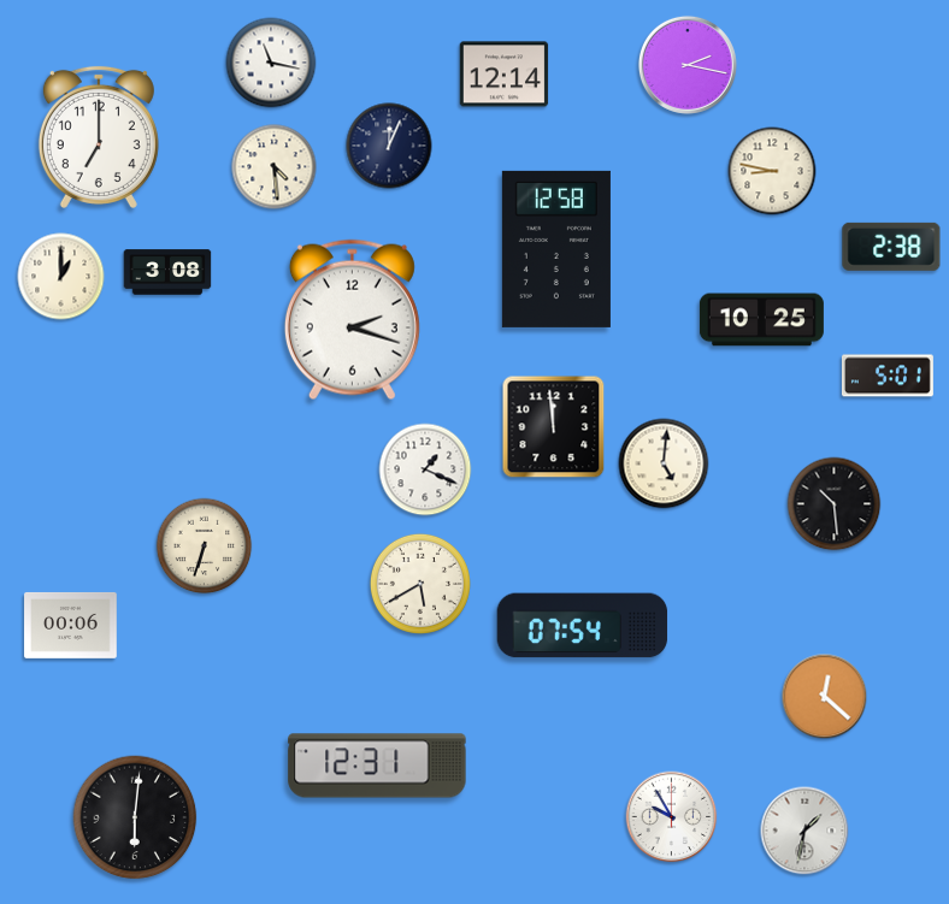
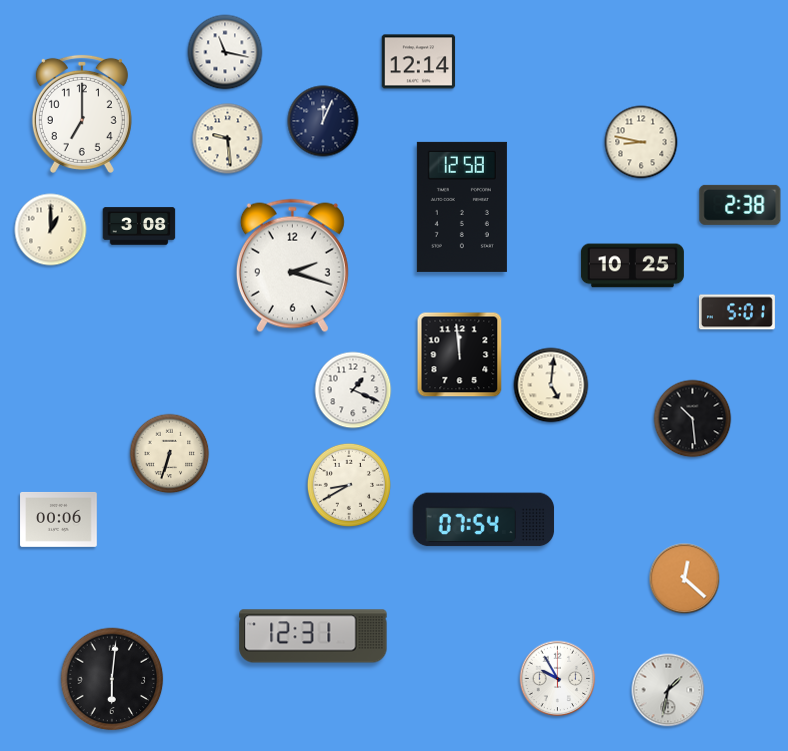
clock at (688, 65): 2:17 -> none
clock at (275, 167): 4:29 -> 9:29
clock at (420, 584): 5:40 -> 8:40
